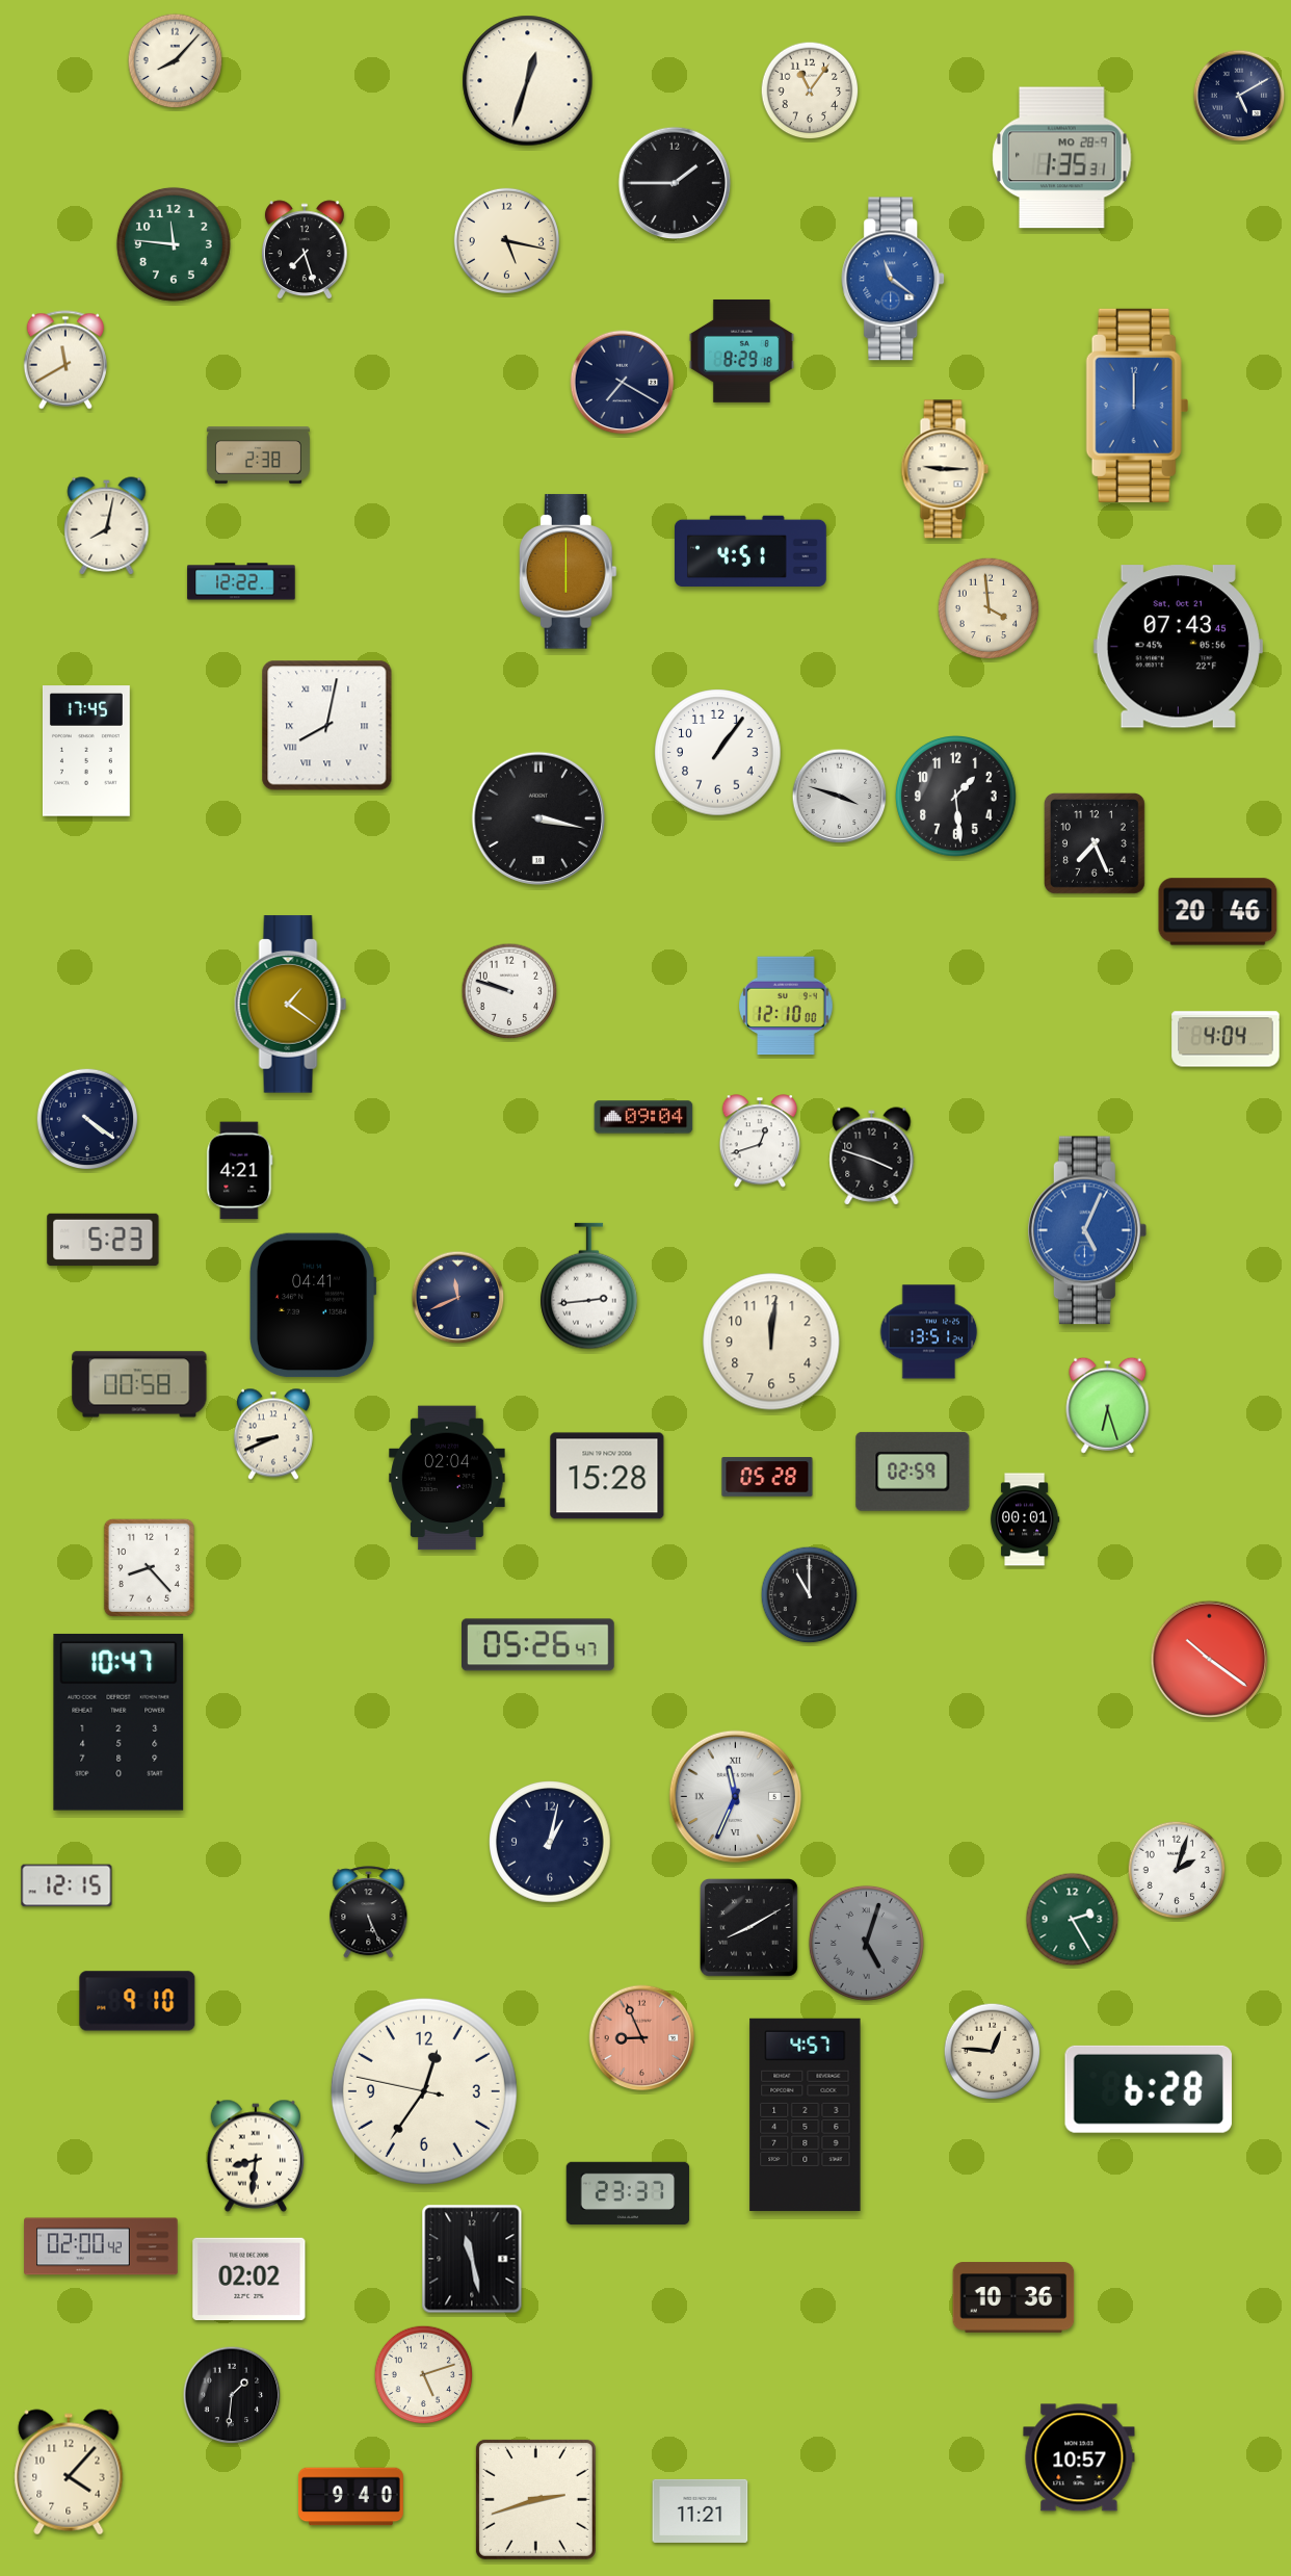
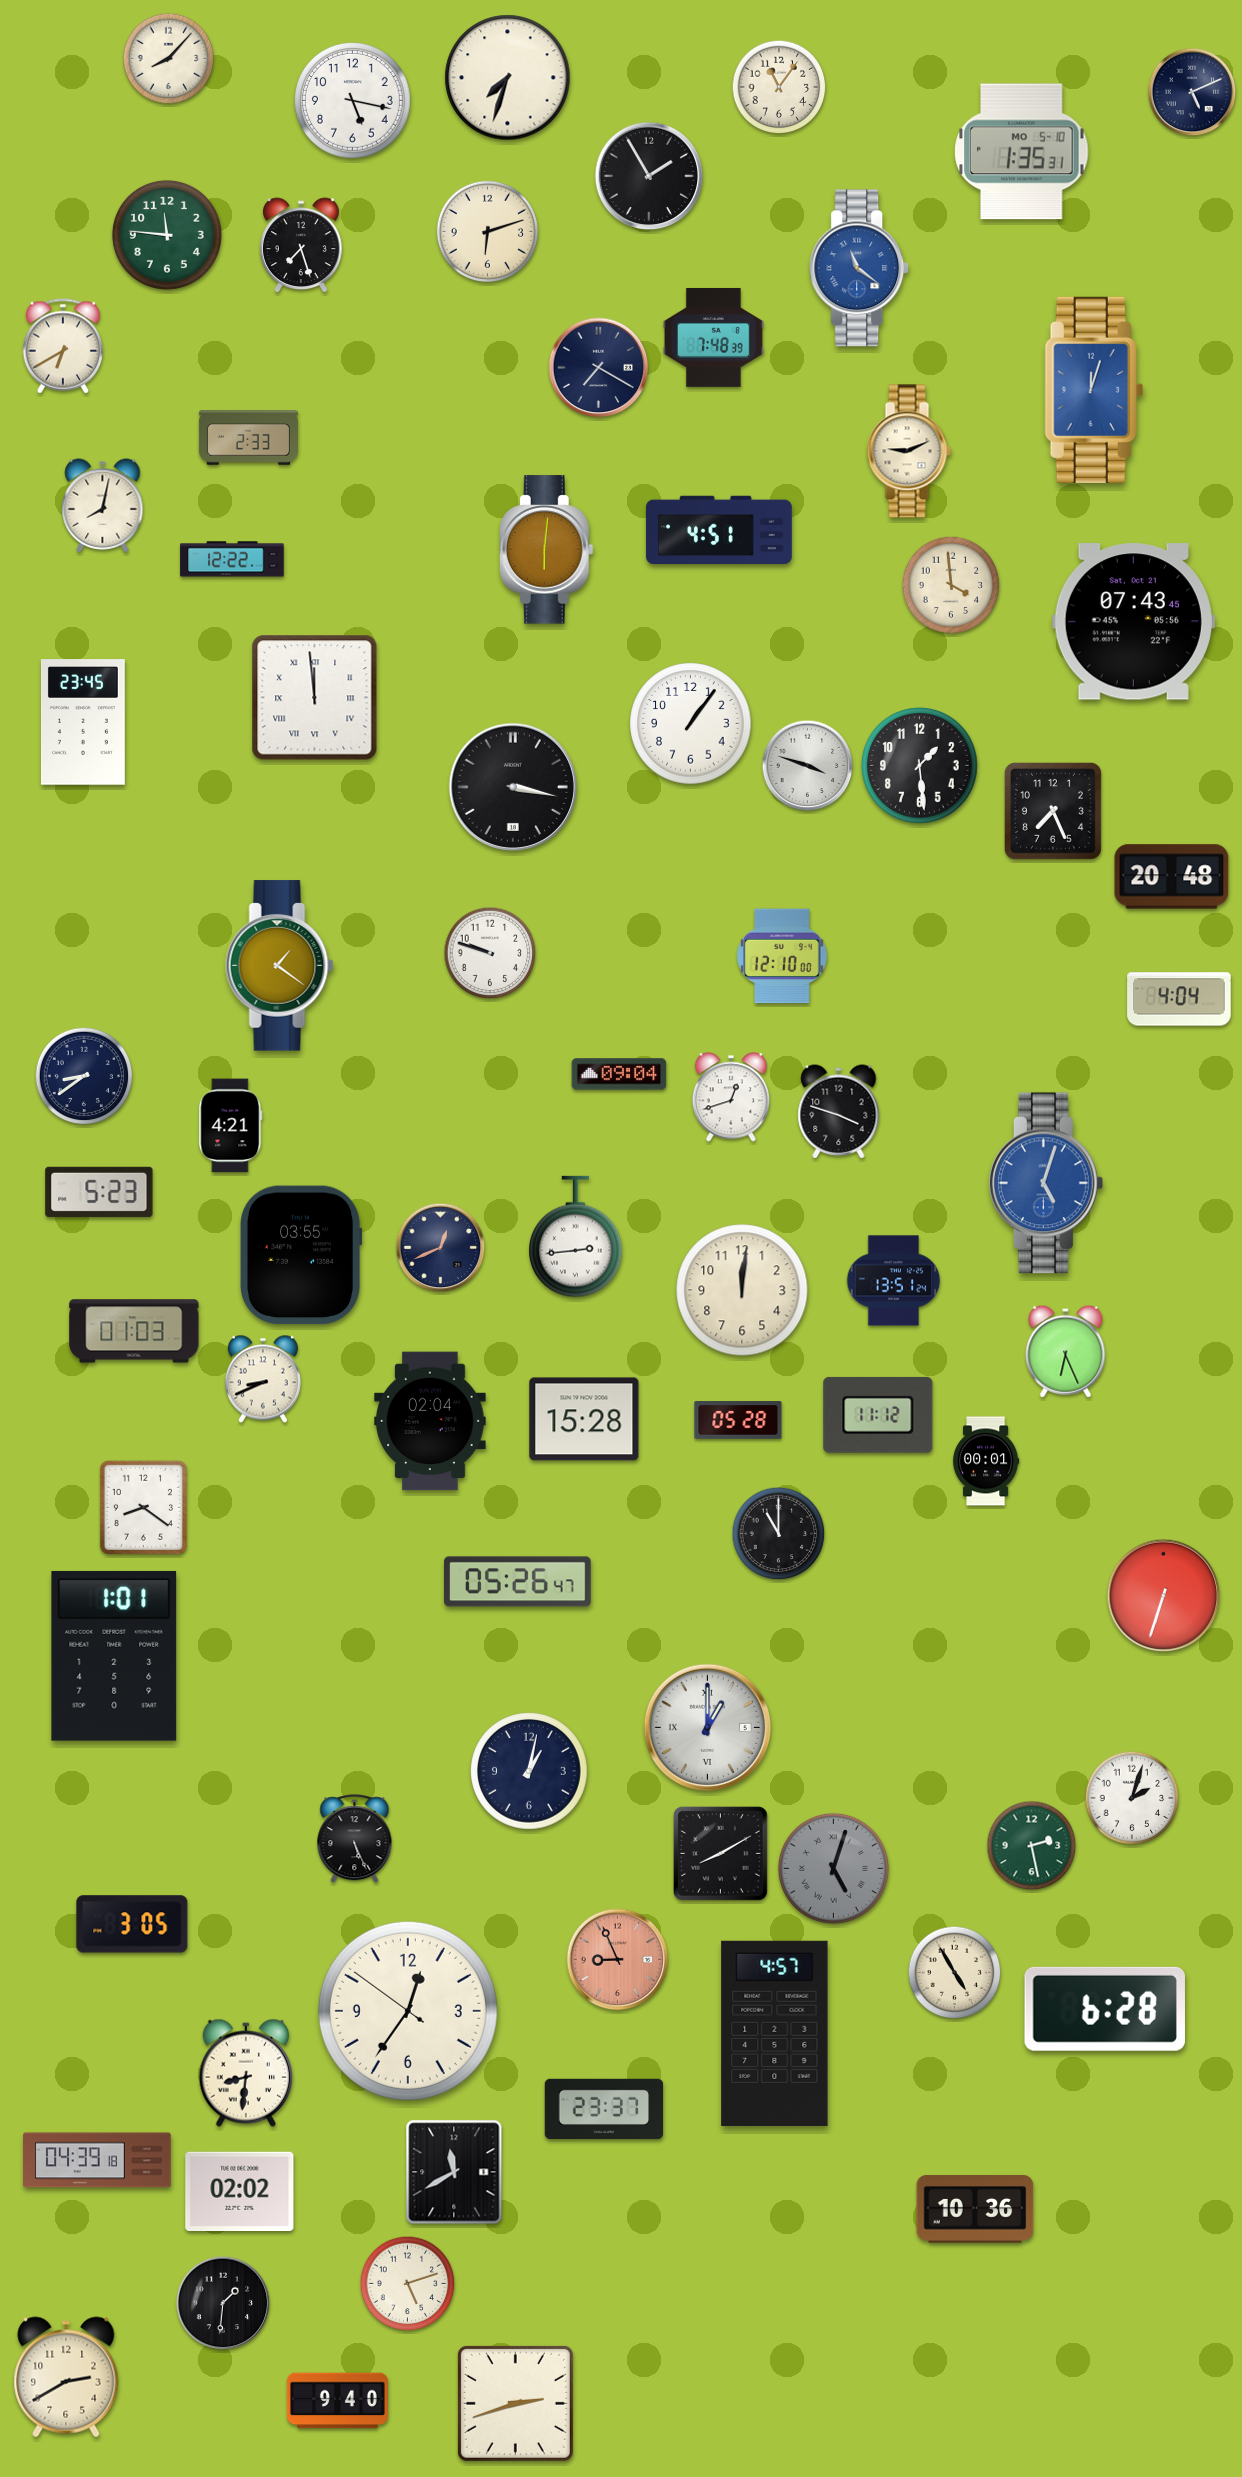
clock at (528, 81): 12:33 -> 7:33
clock at (1239, 96): 5:10 -> 5:11
clock at (353, 101): none -> 5:17
clock at (1062, 158) date: MO 28-9 -> MO 5-10
clock at (675, 183): 1:45 -> 1:55
clock at (506, 240): 5:17 -> 6:12
clock at (306, 250) position: (306, 250) -> (302, 245)
clock at (741, 350): 8:29 -> 7:48
clock at (65, 360): 11:40 -> 6:40
clock at (1137, 406): 12:00 -> 12:03
clock at (258, 456): 2:38 -> 2:33
clock at (945, 469): 9:15 -> 9:11
clock at (750, 550) position: (750, 550) -> (719, 529)
clock at (568, 572): 6:00 -> 6:01
clock at (327, 726): 8:02 -> 11:59
clock at (86, 751): 17:45 -> 23:45
clock at (537, 817) position: (537, 817) -> (512, 786)
clock at (1218, 912): 20:46 -> 20:48
clock at (786, 1006) position: (786, 1006) -> (782, 956)
clock at (87, 1119): 4:21 -> 8:39
clock at (1087, 1230): 5:04 -> 5:03
clock at (589, 1286) position: (589, 1286) -> (576, 1237)
clock at (458, 1298): 11:41 -> 12:41
clock at (314, 1305): 04:41 -> 03:55
clock at (139, 1384): 00:58 -> 01:03
clock at (1108, 1405): 6:27 -> 6:26
clock at (913, 1472): 02:59 -> 11:12
clock at (149, 1567): 8:23 -> 8:21
clock at (1210, 1660): 10:21 -> 6:33
clock at (118, 1722): 10:47 -> 1:01
clock at (735, 1796): 11:34 -> 1:00
clock at (67, 1885): 12:15 -> none
clock at (1073, 1920): 2:25 -> 2:28
clock at (137, 2001): 9:10 -> 3:05
clock at (993, 2052): 12:46 -> 4:55
clock at (424, 2091): 12:35:47 -> 12:35:51
clock at (101, 2246): 02:00 -> 04:39
clock at (472, 2259): 11:28 -> 11:40
clock at (1079, 2457): 10:57 -> none
clock at (69, 2472): 4:07 -> 2:40
clock at (701, 2510): 11:21 -> none
